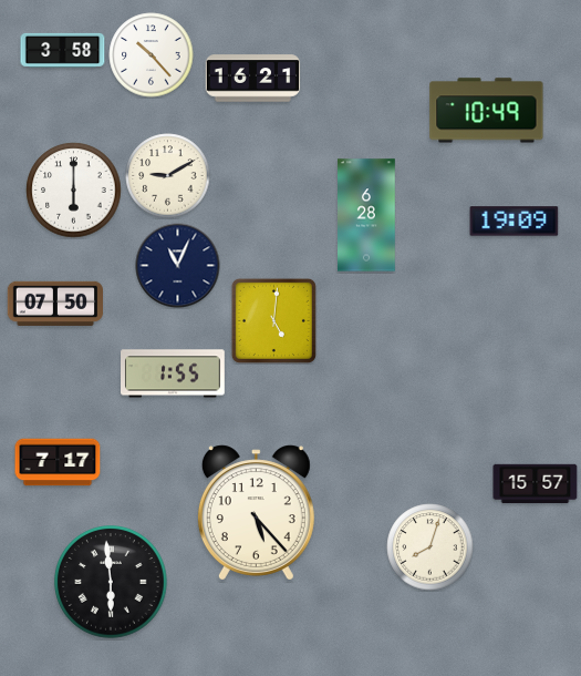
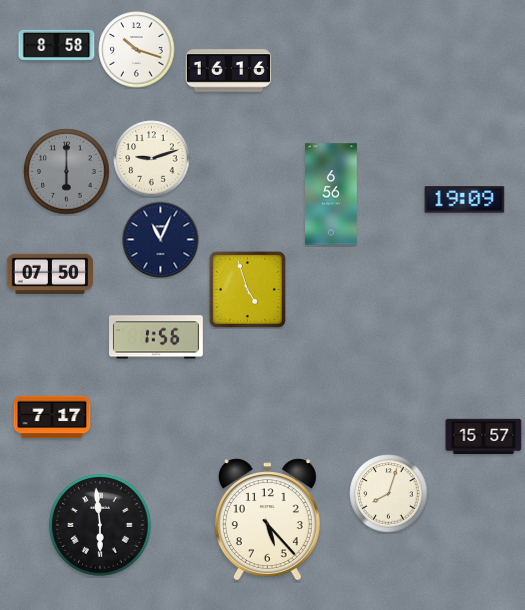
clock at (63, 50): 3:58 -> 8:58
clock at (152, 55): 10:23 -> 10:18
clock at (253, 79): 16:21 -> 16:16
clock at (487, 111): 10:49 -> none
clock at (168, 176): 9:10 -> 9:12
clock at (74, 191) dial: white -> grey
clock at (367, 215): 6:28 -> 6:56
clock at (273, 320): 5:01 -> 4:57
clock at (174, 373): 1:55 -> 1:56
clock at (256, 513) position: (256, 513) -> (267, 520)
